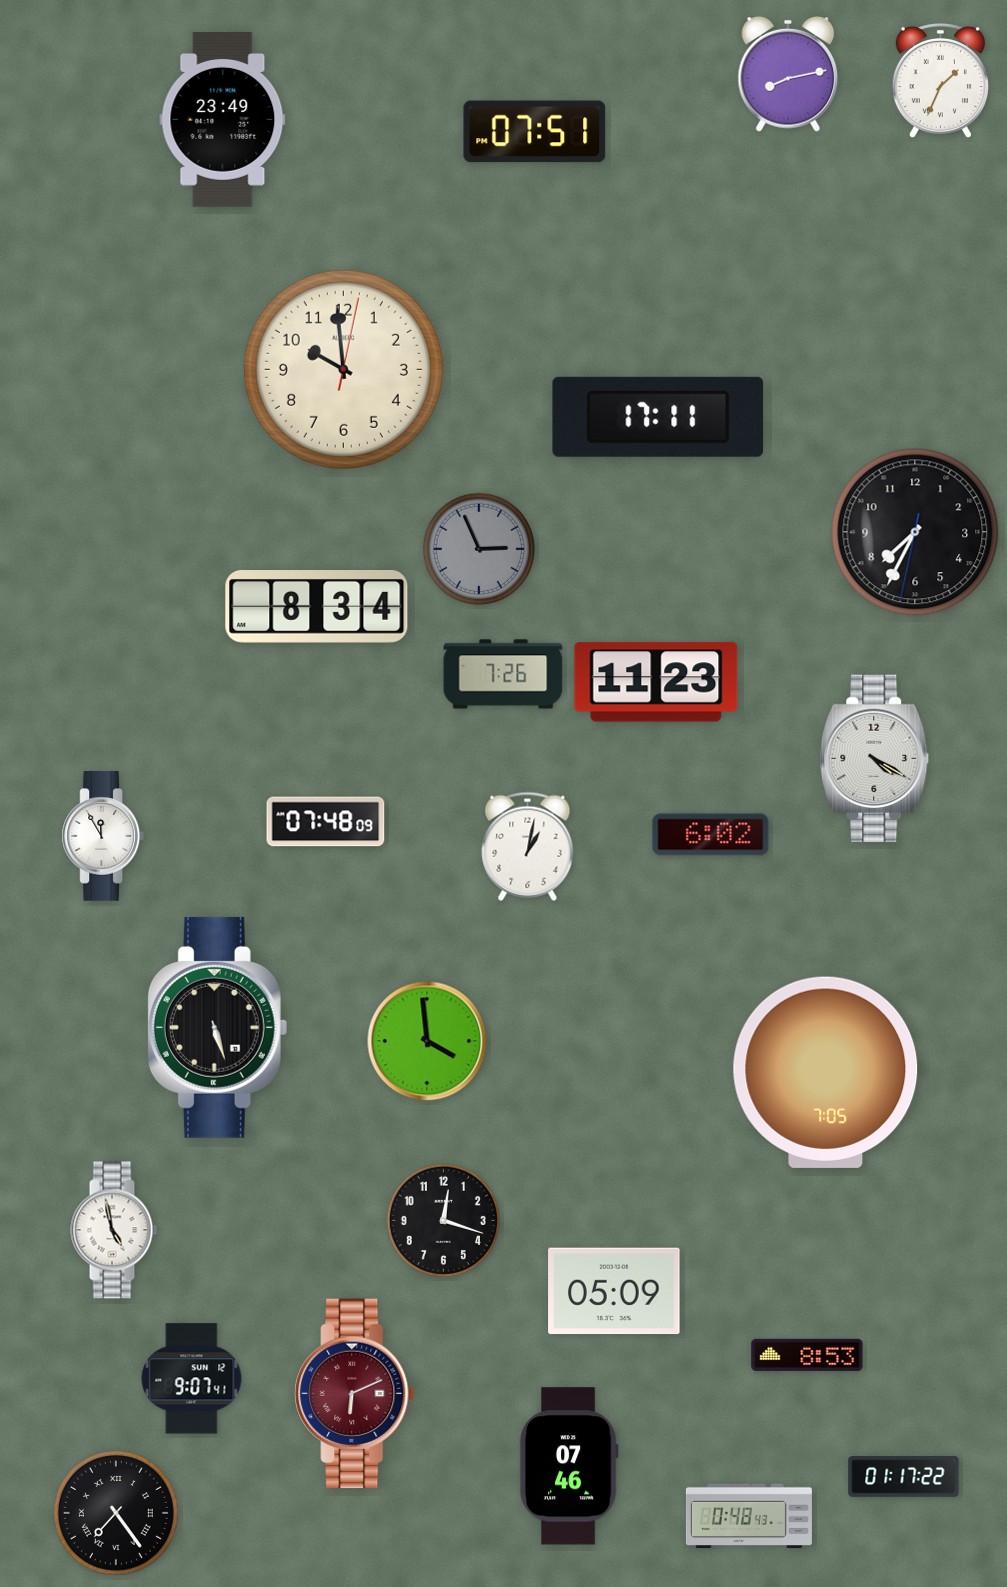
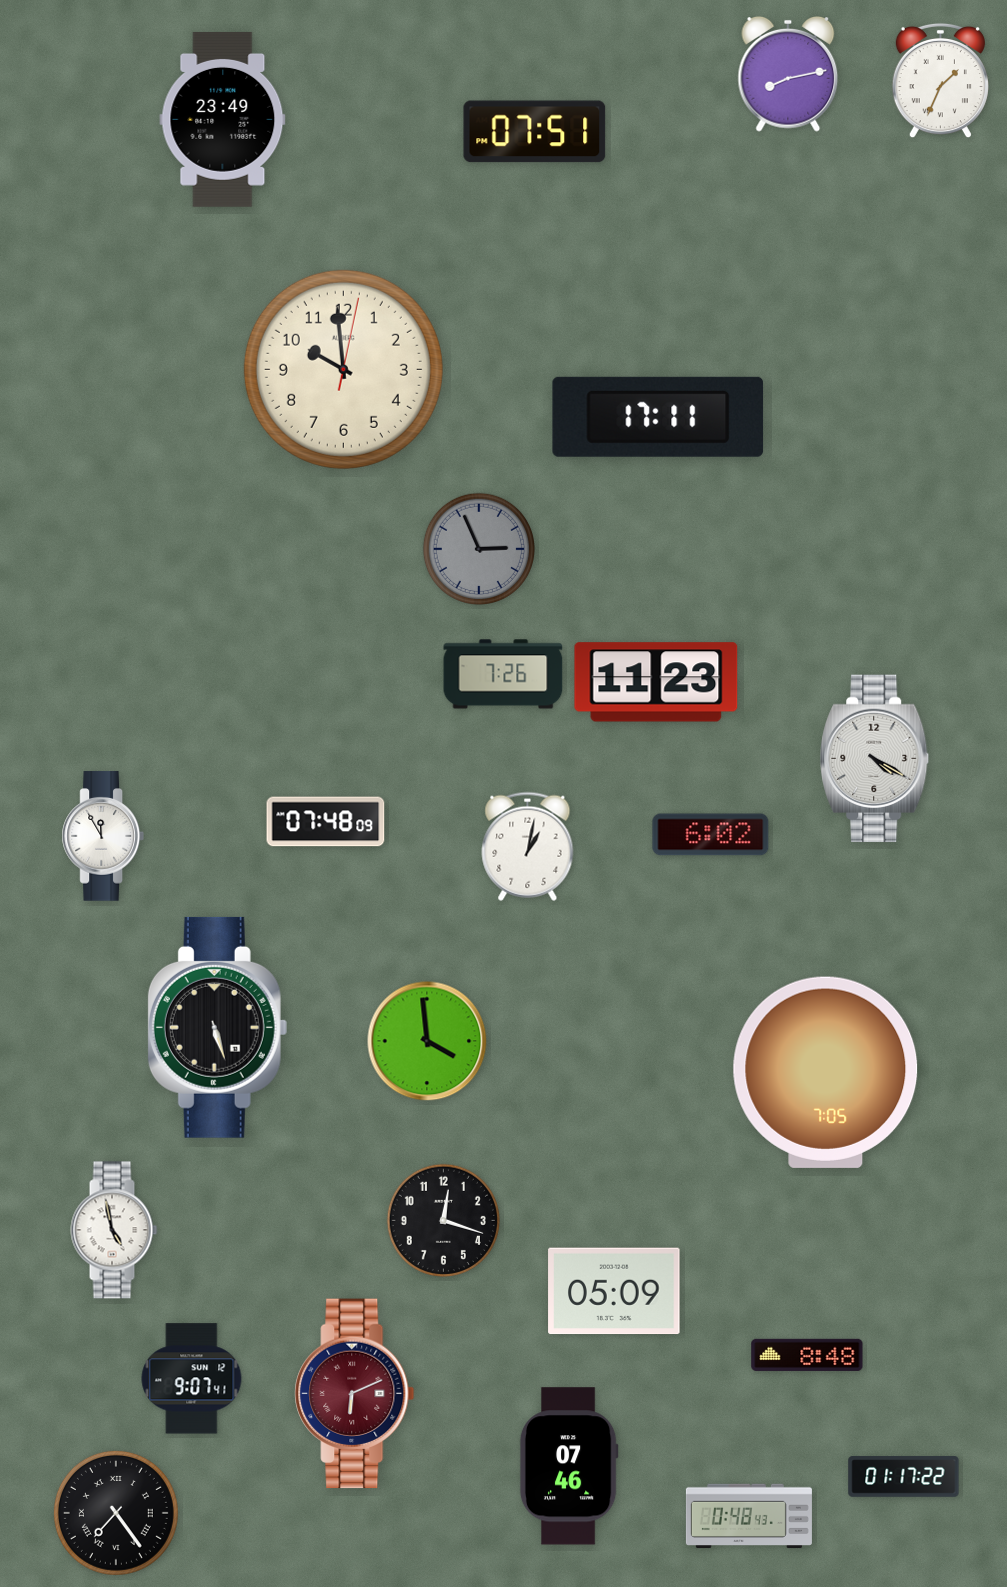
clock at (915, 532): 7:34 -> none
clock at (317, 607): 8:34 -> none
clock at (807, 1355): 8:53 -> 8:48
